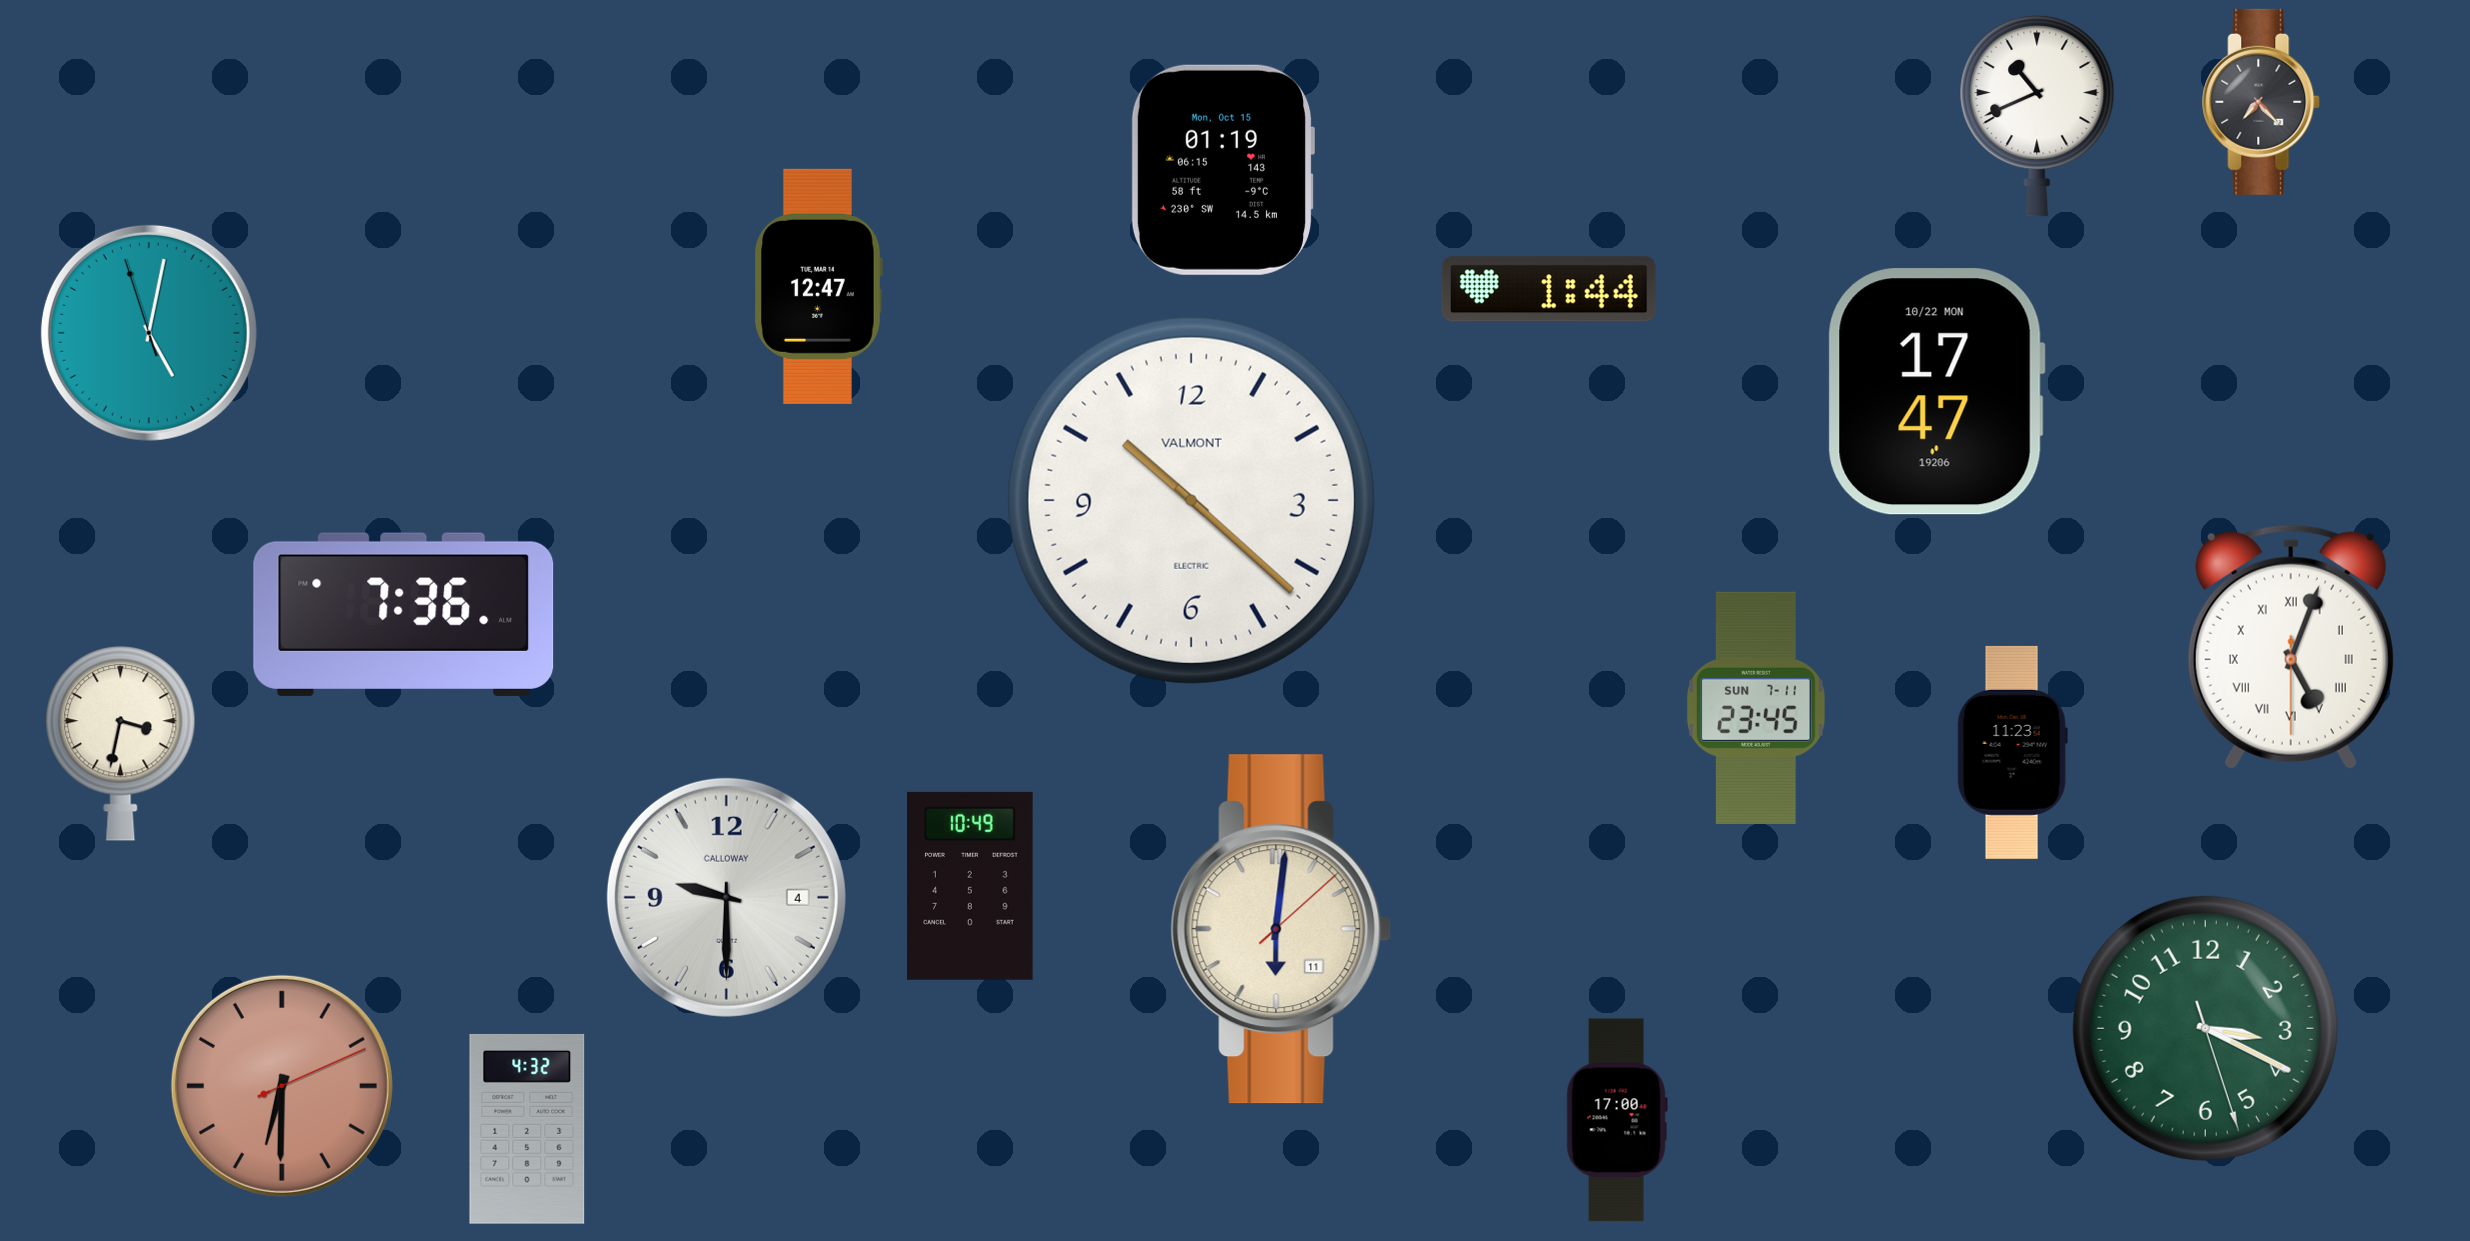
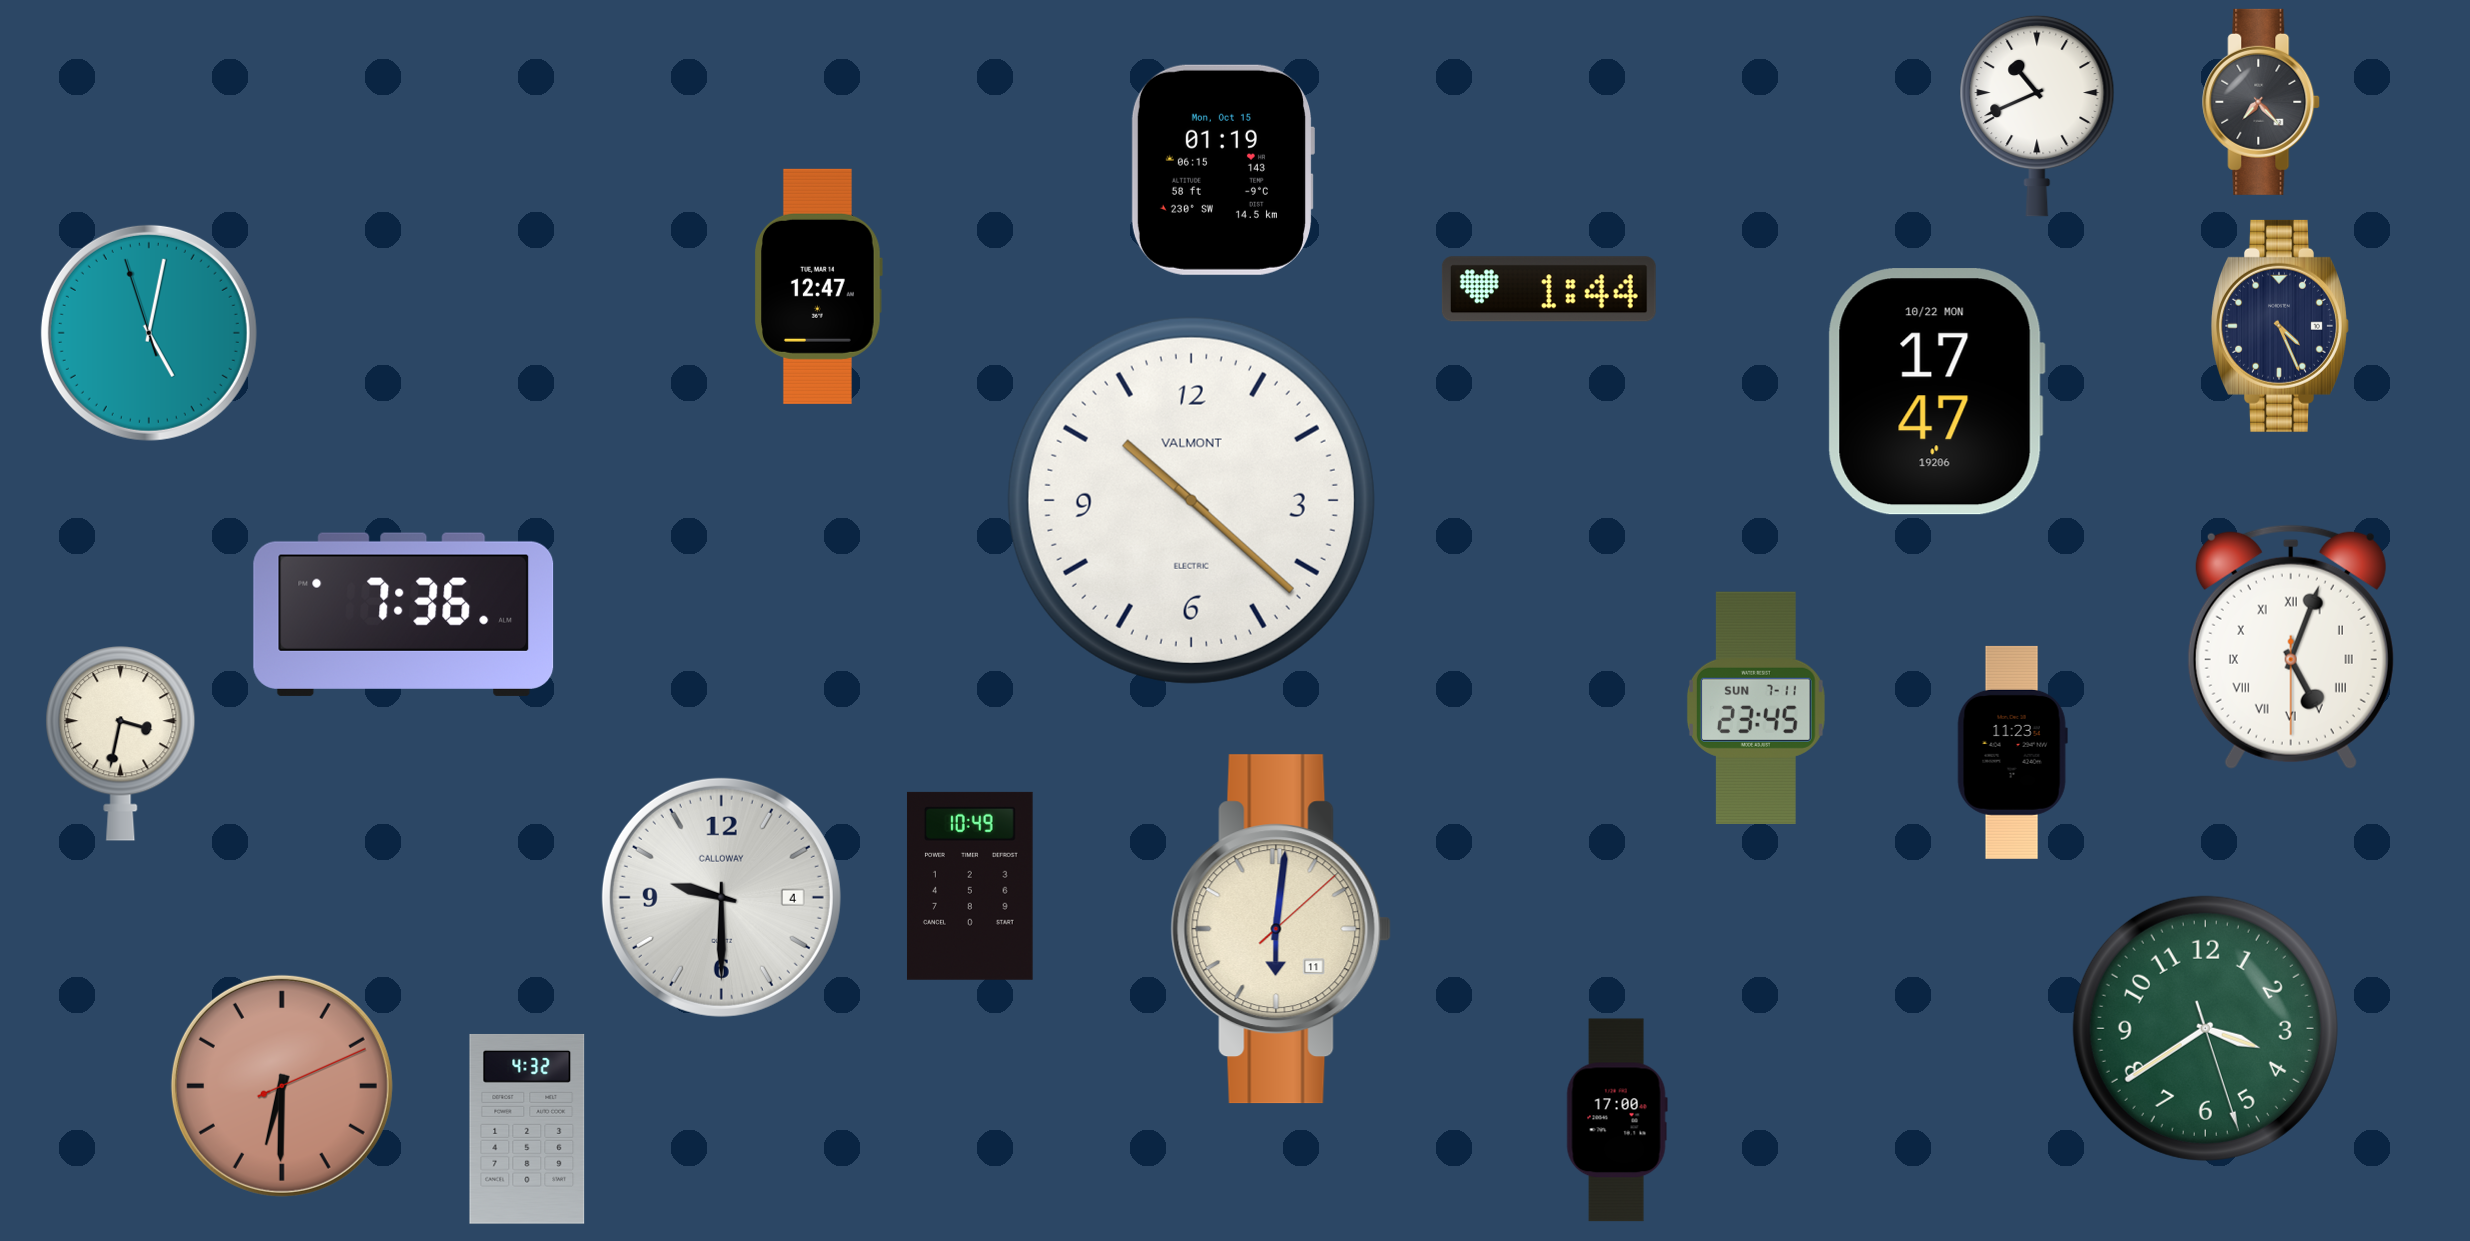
clock at (2281, 326): none -> 4:26
clock at (726, 897) position: (726, 897) -> (721, 897)
clock at (2205, 1028): 3:19 -> 3:39
